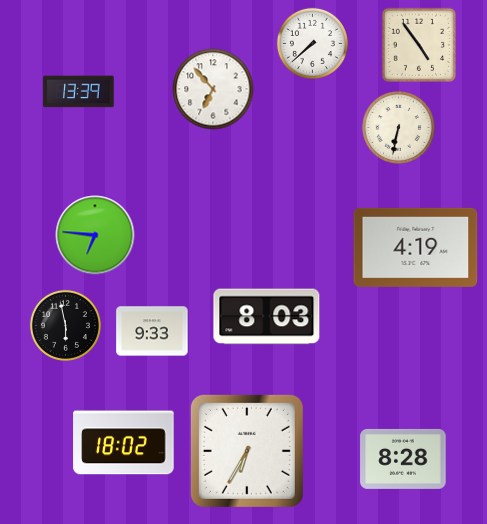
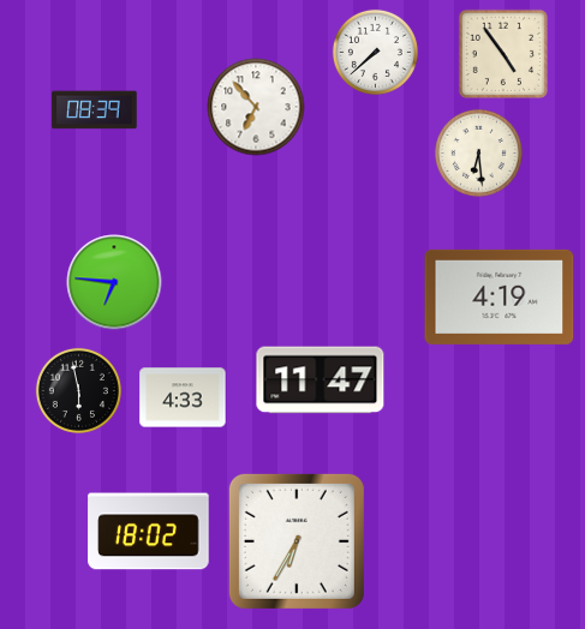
clock at (79, 92): 13:39 -> 08:39
clock at (398, 127): 6:32 -> 6:29
clock at (267, 317): 8:03 -> 11:47
clock at (152, 331): 9:33 -> 4:33
clock at (403, 459): 8:28 -> none
